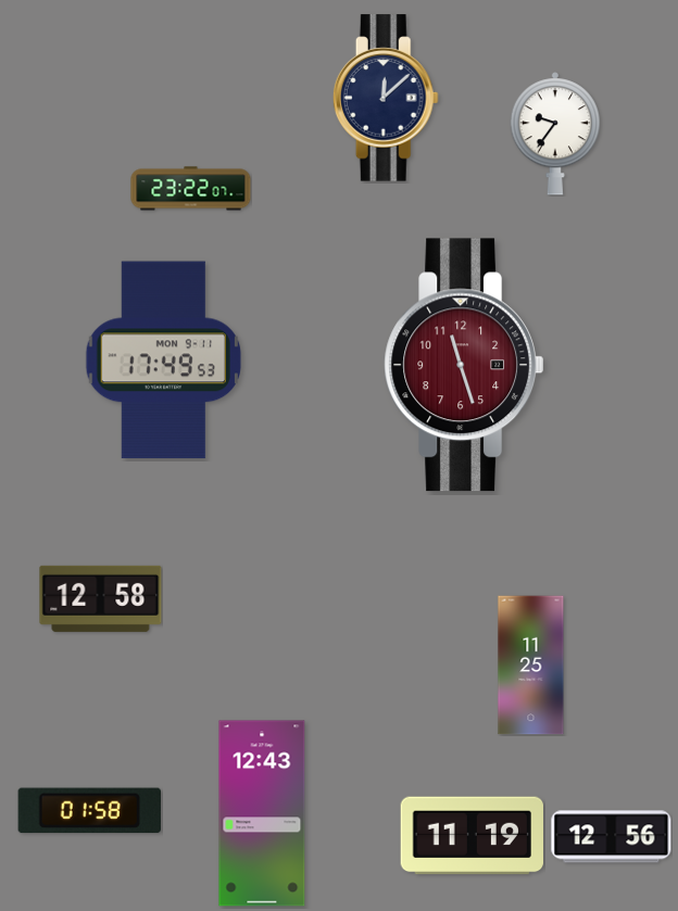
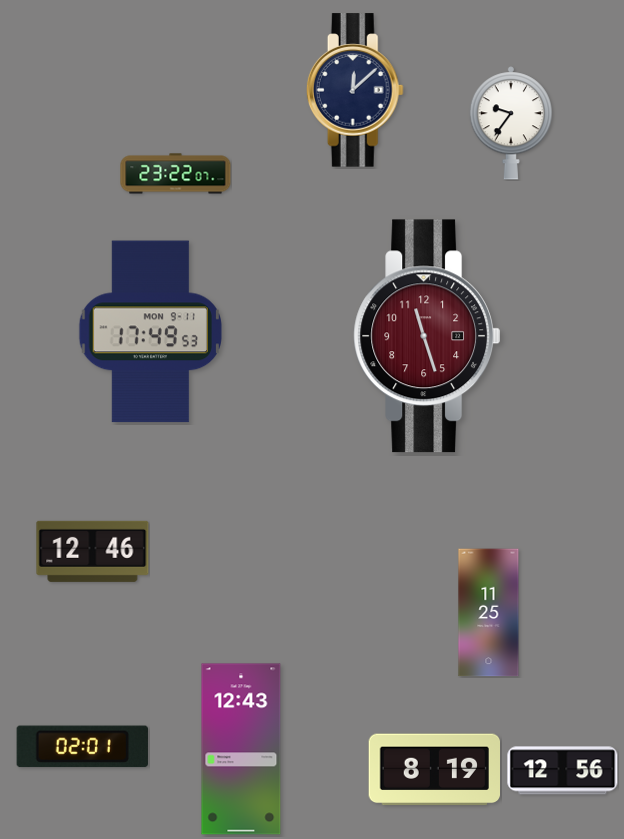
clock at (101, 598): 12:58 -> 12:46
clock at (89, 811): 01:58 -> 02:01
clock at (472, 836): 11:19 -> 8:19
